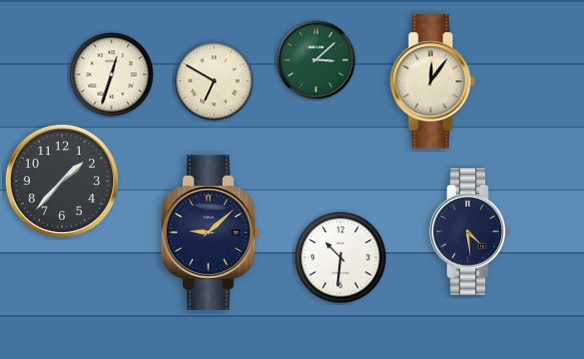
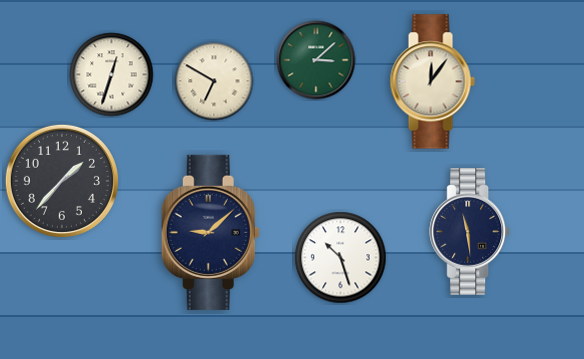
clock at (470, 232): 4:29 -> 11:29
clock at (341, 258): 10:31 -> 10:27
